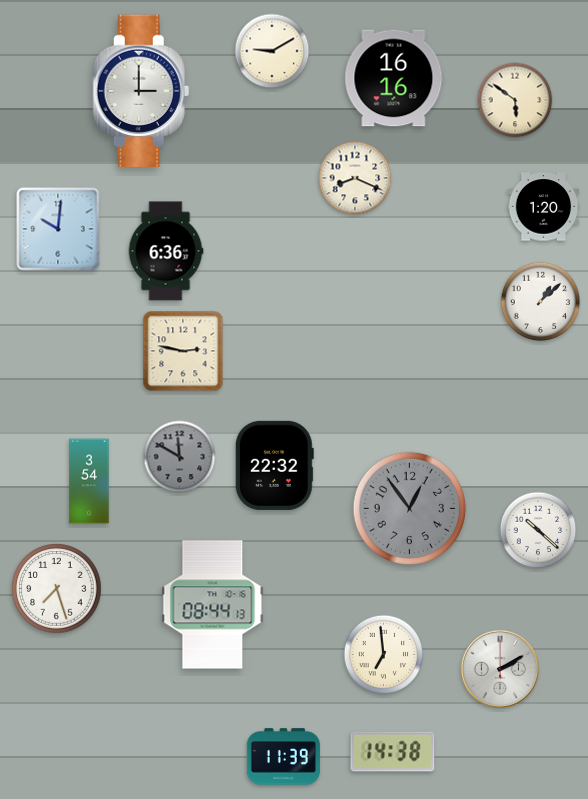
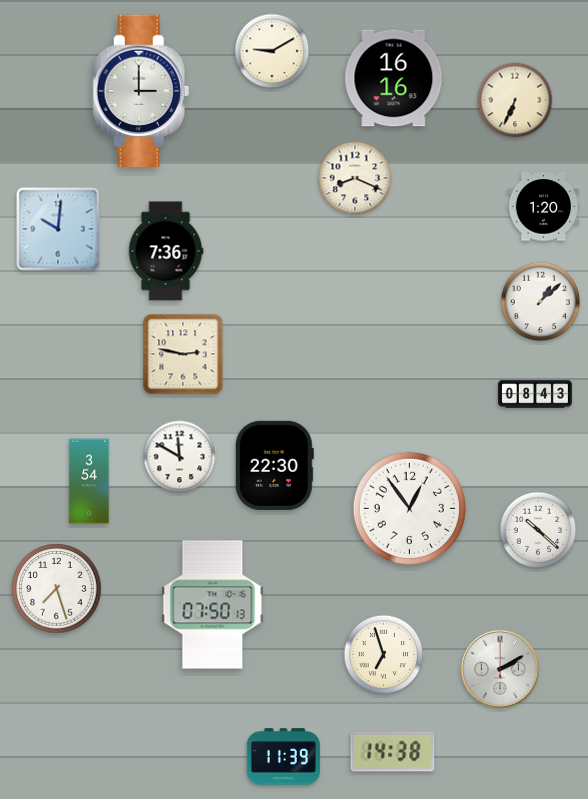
clock at (515, 100): 5:51 -> 6:34
clock at (166, 251): 6:36 -> 7:36
clock at (183, 351) position: (183, 351) -> (183, 354)
clock at (535, 394): none -> 08:43
clock at (180, 457) dial: grey -> white
clock at (274, 465): 22:32 -> 22:30
clock at (409, 508) dial: grey -> white
clock at (213, 605): 08:44 -> 07:50
clock at (384, 655): 6:59 -> 6:57
